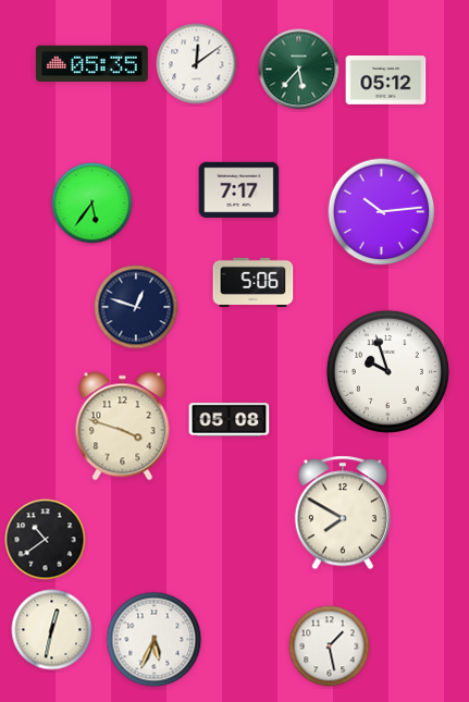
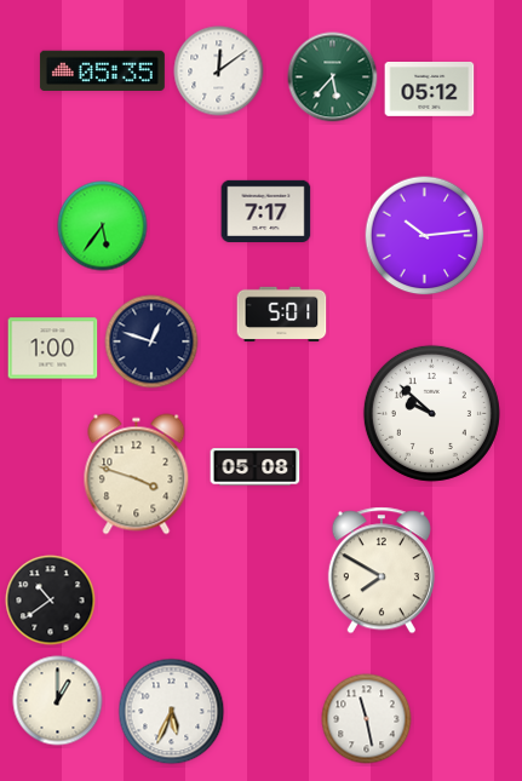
clock at (254, 283): 5:06 -> 5:01
clock at (53, 349): none -> 1:00
clock at (387, 371): 9:57 -> 9:52
clock at (52, 630): 12:32 -> 1:00
clock at (330, 646): 1:28 -> 11:28
